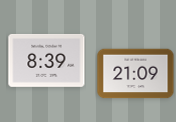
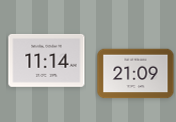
clock at (47, 60): 8:39 -> 11:14
